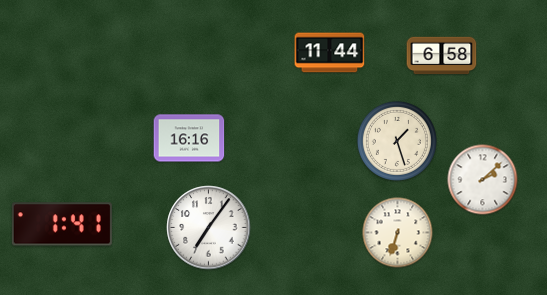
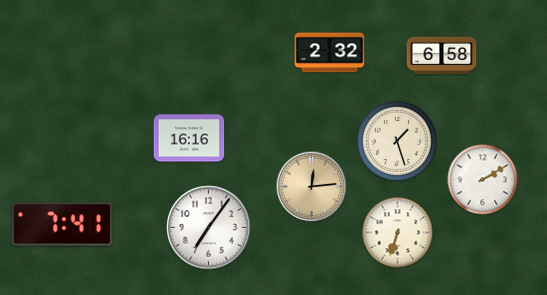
clock at (330, 53): 11:44 -> 2:32
clock at (483, 180): 2:08 -> 2:10
clock at (312, 187): none -> 12:14
clock at (62, 224): 1:41 -> 7:41
